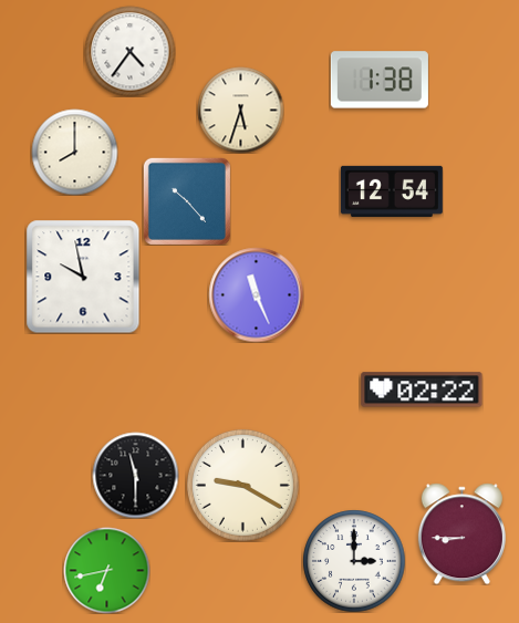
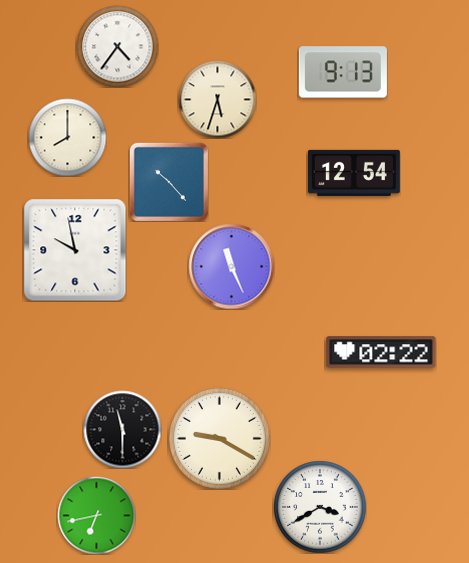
clock at (380, 80): 1:38 -> 9:13
clock at (461, 533): 8:45 -> none
clock at (354, 561): 3:00 -> 3:40
